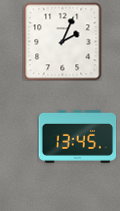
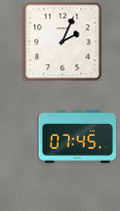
clock at (77, 136): 13:45 -> 07:45
